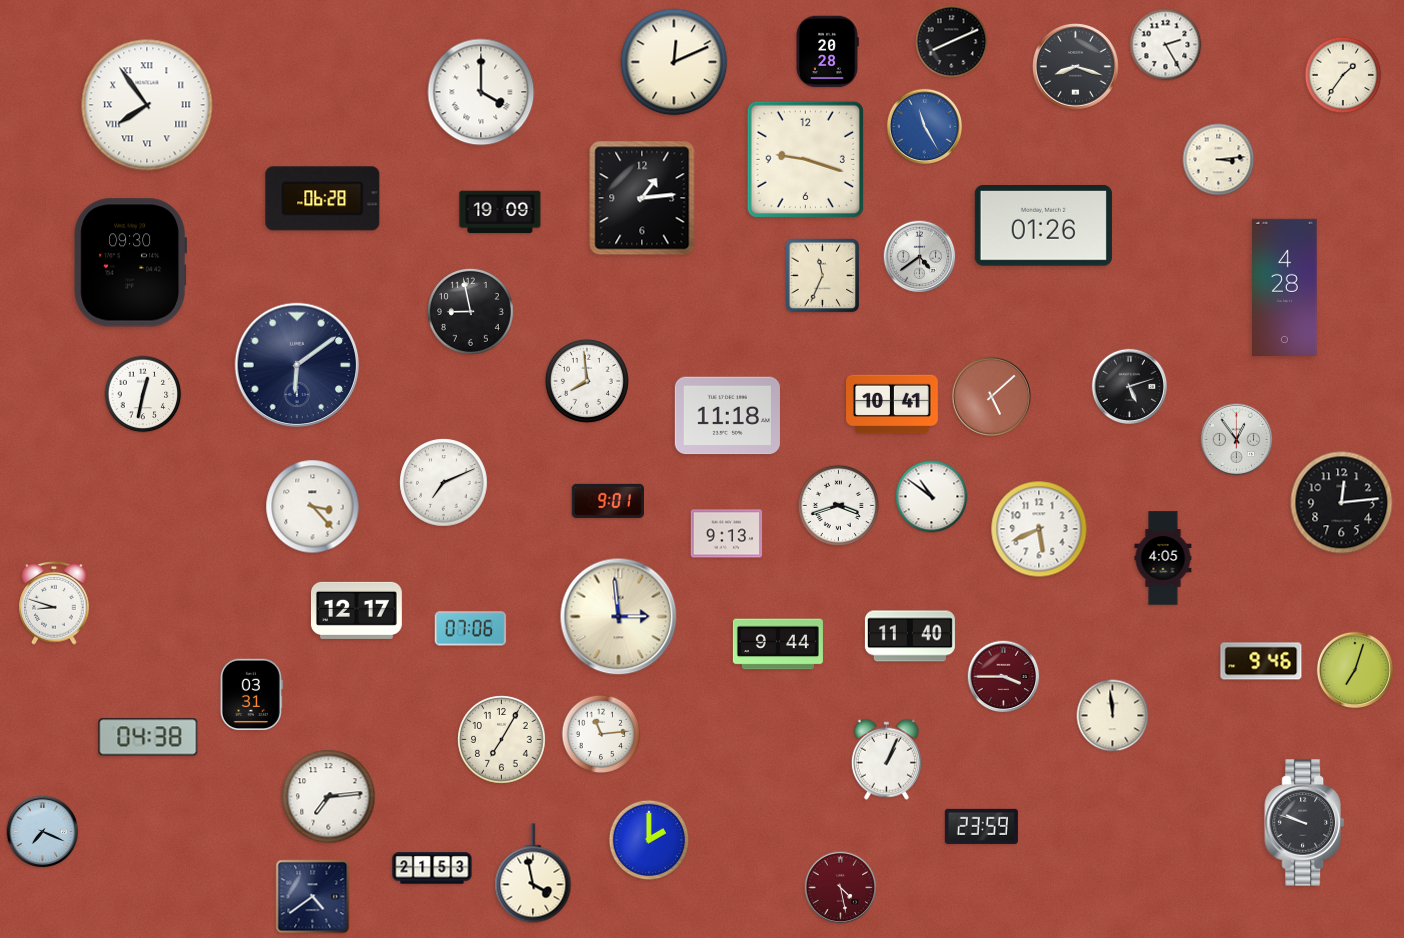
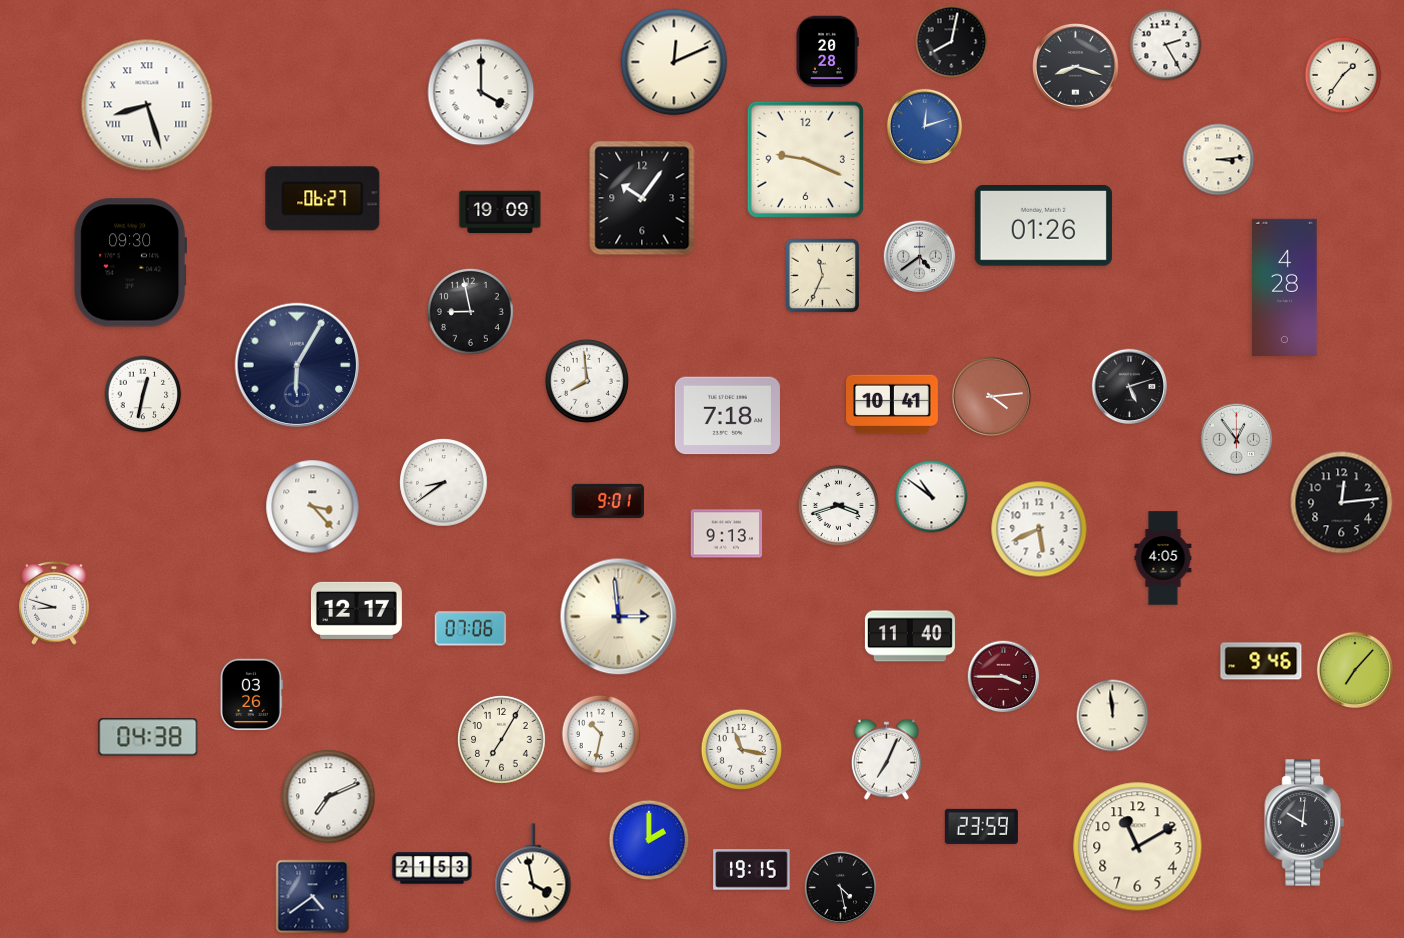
clock at (952, 42): 8:11 -> 8:02
clock at (147, 105): 7:54 -> 8:27
clock at (924, 126): 11:25 -> 12:12
clock at (805, 159): 9:18 -> 9:19
clock at (642, 198): 1:14 -> 10:06
clock at (323, 199): 06:28 -> 06:27
clock at (297, 365): 6:09 -> 6:05
clock at (991, 396): 5:08 -> 4:14
clock at (727, 416): 11:18 -> 7:18
clock at (444, 483): 7:11 -> 8:39
clock at (778, 644): 9:44 -> none
clock at (1354, 669): 7:03 -> 7:07
clock at (251, 695): 03:31 -> 03:26
clock at (601, 734): 11:14 -> 10:32
clock at (741, 749): none -> 11:17
clock at (886, 759): 1:04 -> 7:04
clock at (329, 797): 7:14 -> 7:11
clock at (1304, 823): 9:48 -> 10:01
clock at (43, 832): 7:19 -> none
clock at (1138, 847): none -> 11:10
clock at (752, 870): none -> 19:15
clock at (841, 888) dial: burgundy -> black
